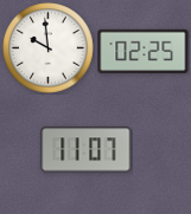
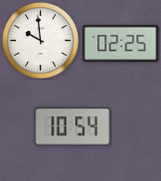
clock at (87, 150): 11:07 -> 10:54
